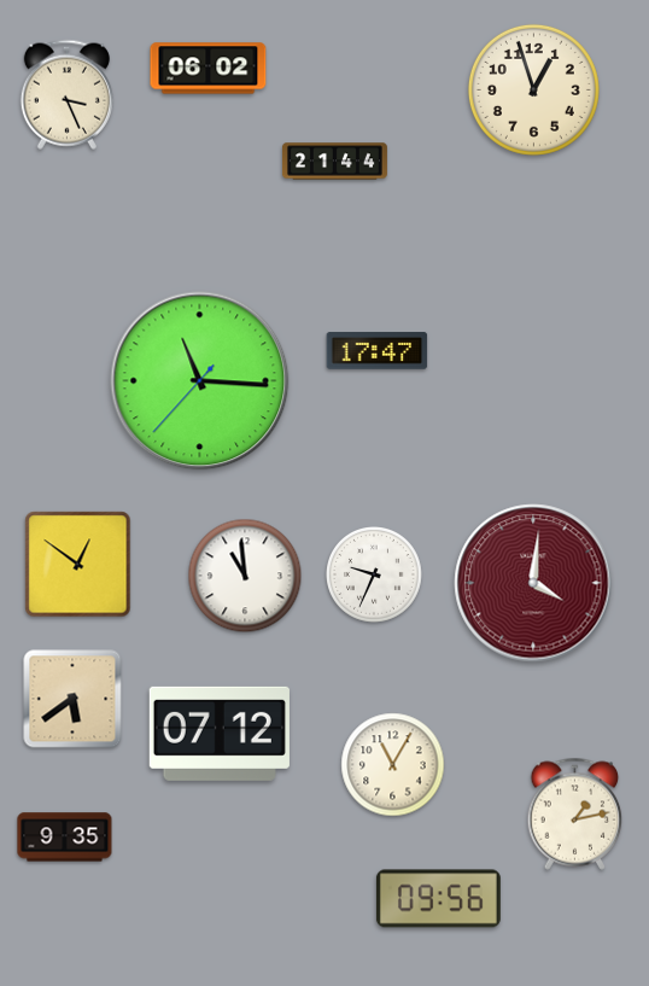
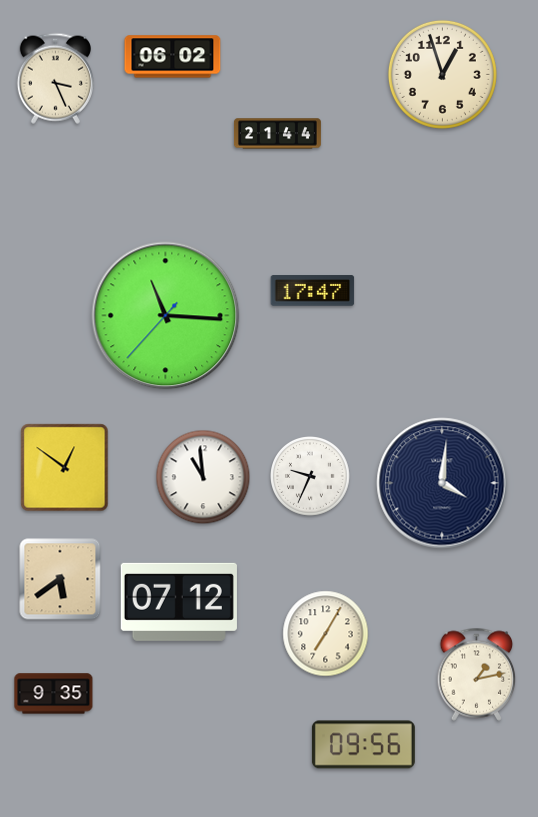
clock at (533, 583) dial: burgundy -> navy
clock at (220, 734) position: (220, 734) -> (179, 602)
clock at (393, 765): 11:05 -> 7:05
